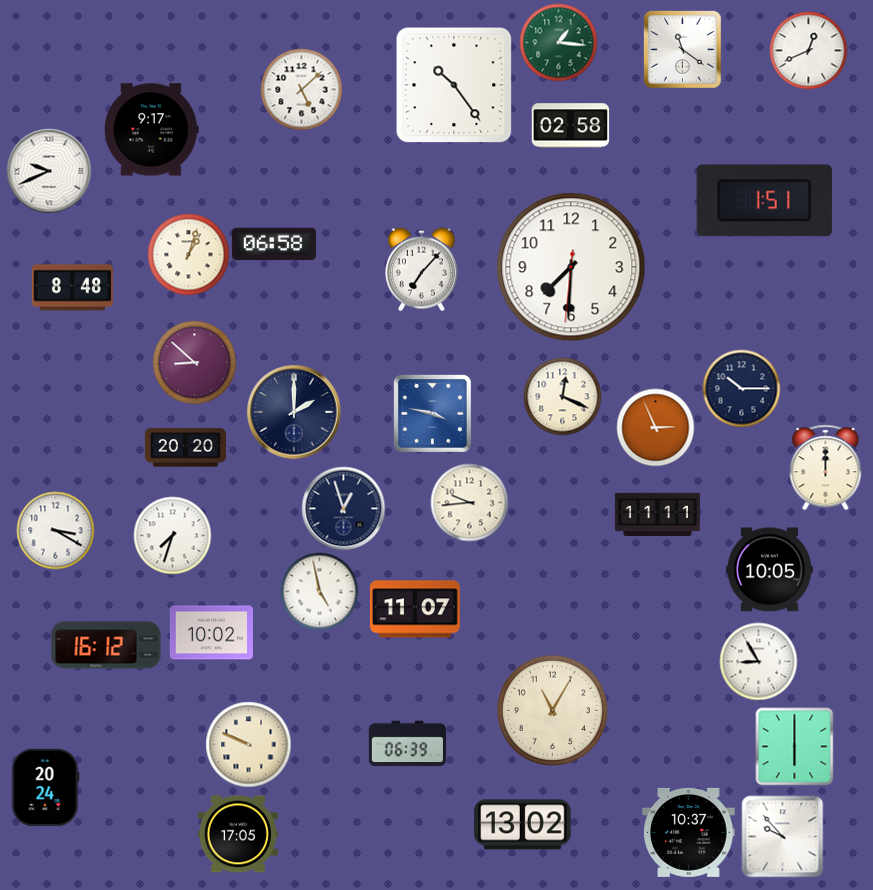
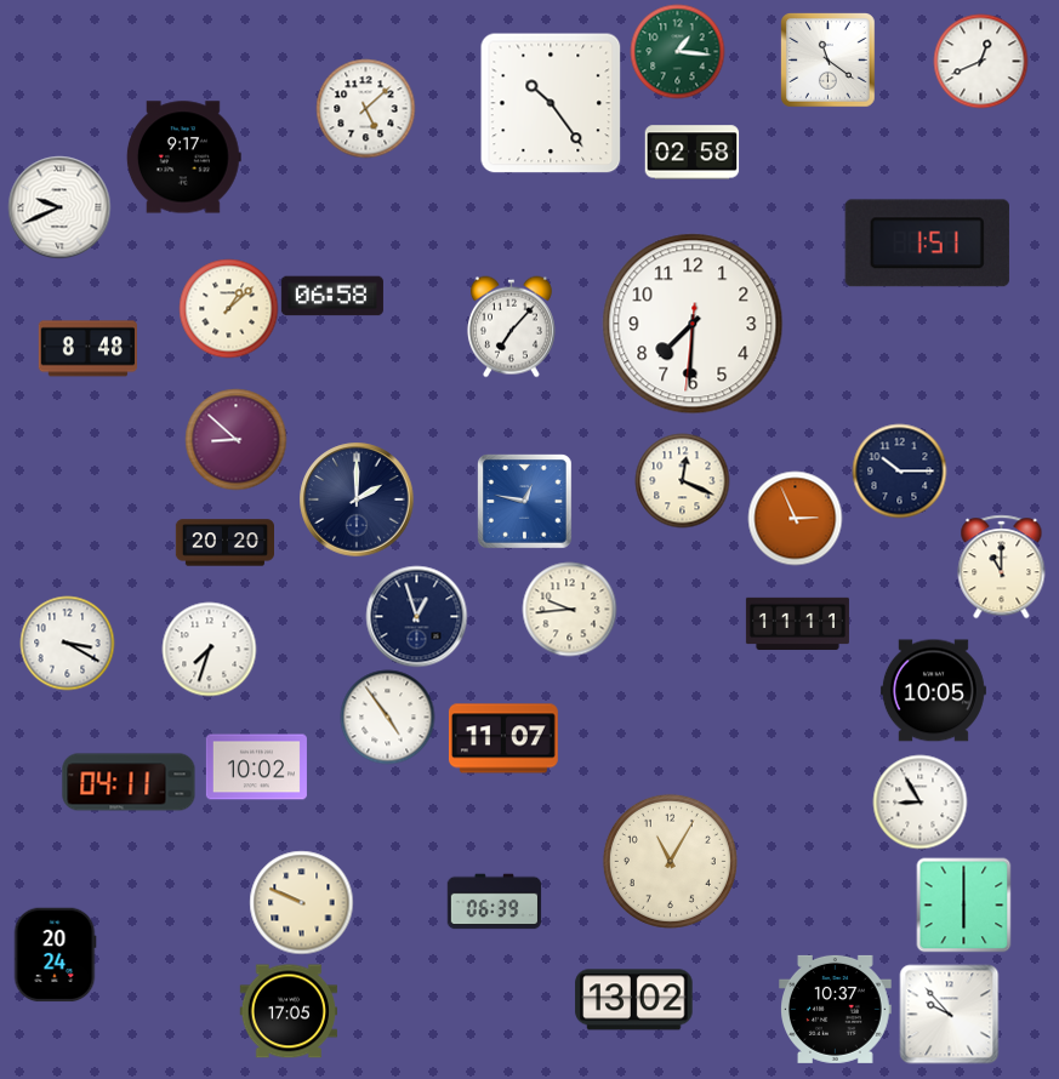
clock at (188, 254): 1:03 -> 1:08
clock at (433, 414): 3:47 -> 12:47
clock at (826, 467): 12:00 -> 11:00
clock at (319, 591): 4:58 -> 4:54
clock at (106, 645): 16:12 -> 04:11
